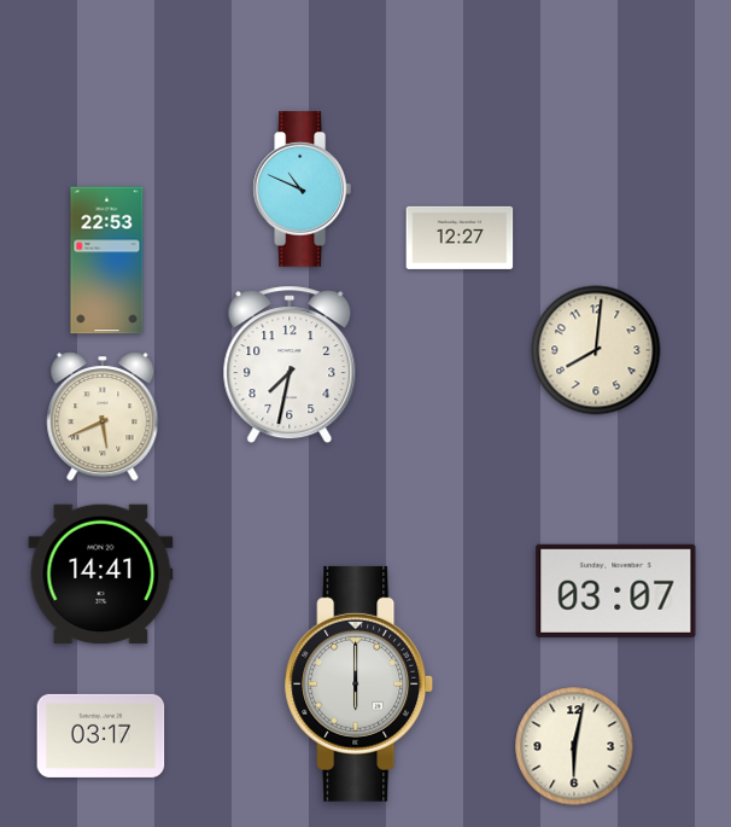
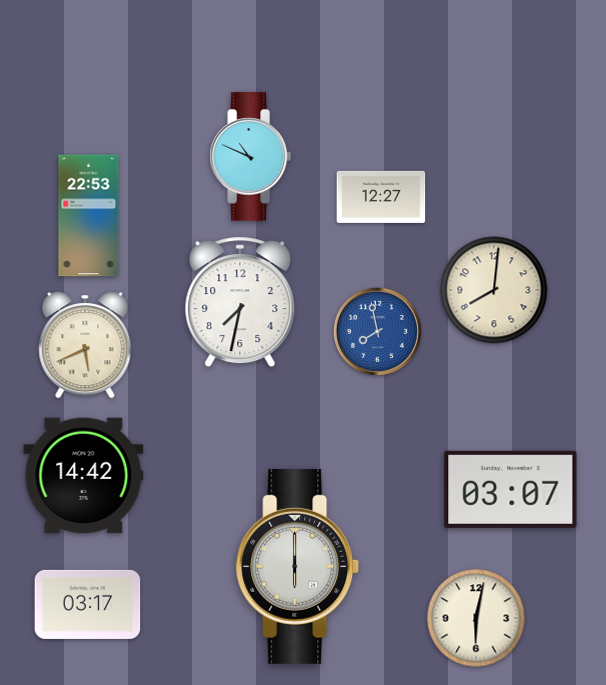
clock at (377, 331): none -> 7:58
clock at (101, 575): 14:41 -> 14:42
clock at (101, 735) position: (101, 735) -> (88, 604)
